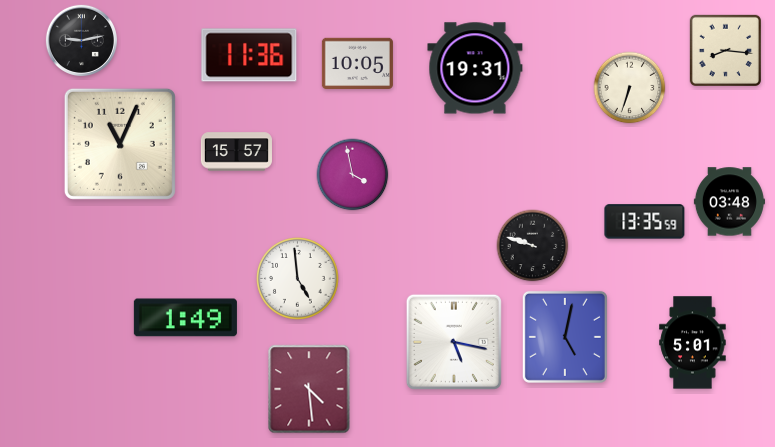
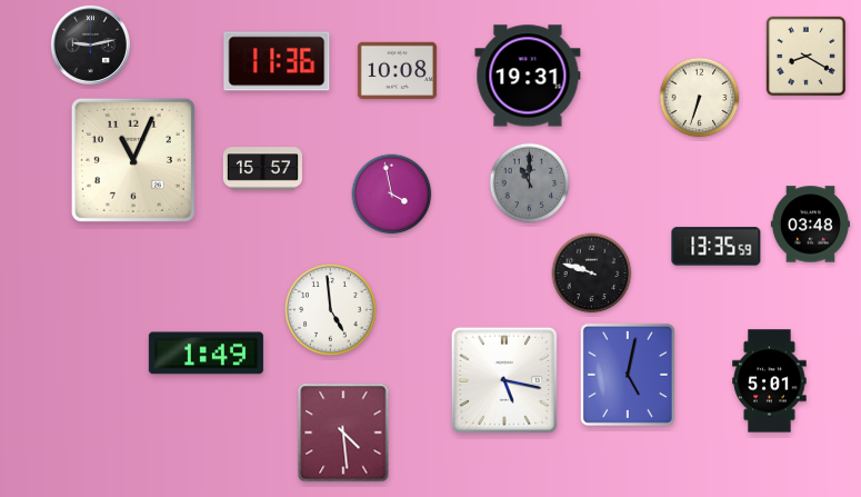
clock at (725, 50): 8:16 -> 8:20
clock at (357, 63): 10:05 -> 10:08
clock at (530, 183): none -> 11:00
